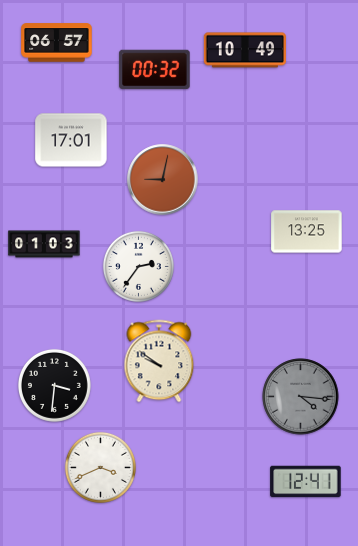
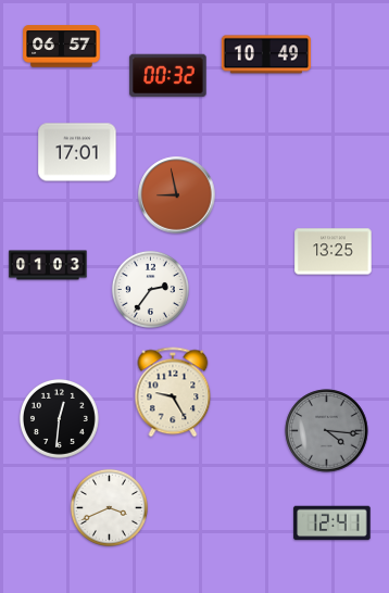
clock at (163, 180): 9:02 -> 8:58
clock at (159, 361): 9:51 -> 9:25
clock at (54, 385): 3:31 -> 12:31
